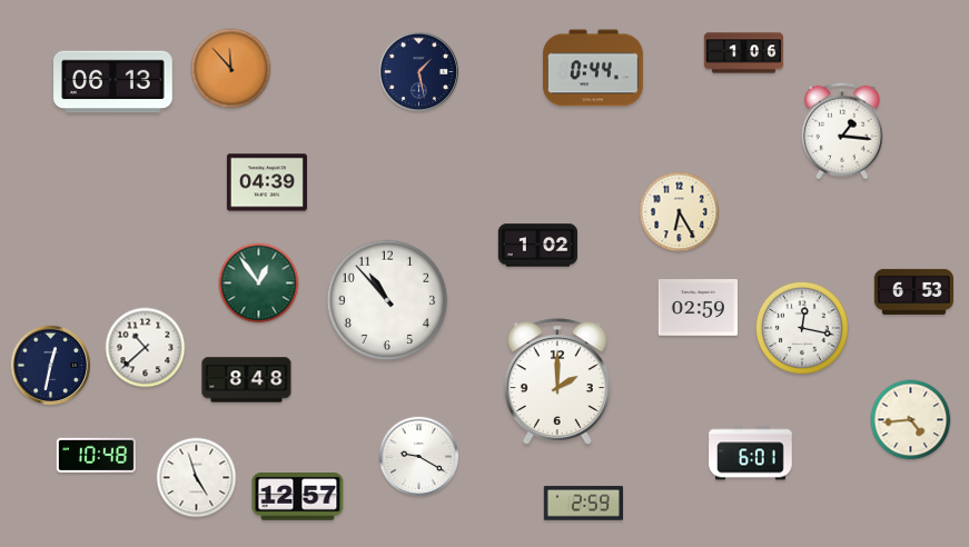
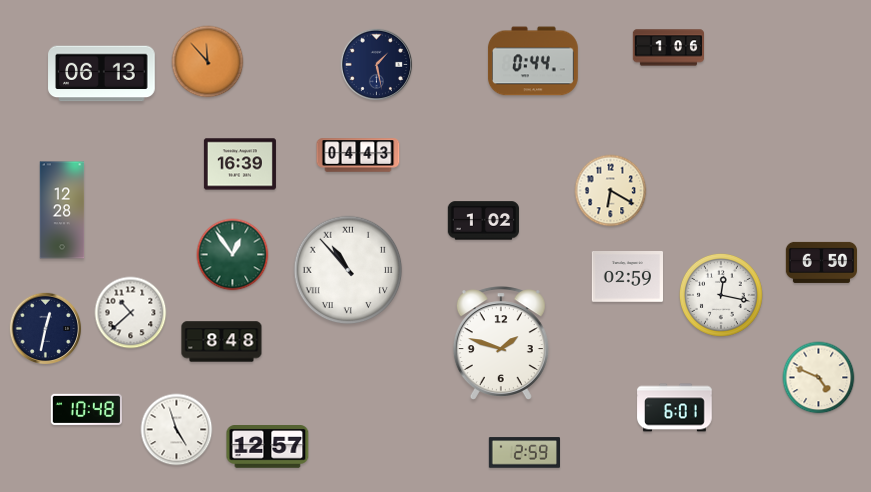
clock at (842, 131): 1:16 -> none
clock at (358, 155): none -> 04:43
clock at (267, 182): 04:39 -> 16:39
clock at (680, 212): 6:25 -> 6:20
clock at (62, 210): none -> 12:28
clock at (913, 291): 6:53 -> 6:50
clock at (387, 300) numerals: Arabic -> Roman
clock at (557, 381): 2:00 -> 1:48
clock at (911, 420): 4:44 -> 4:49
clock at (418, 456): 9:20 -> none
